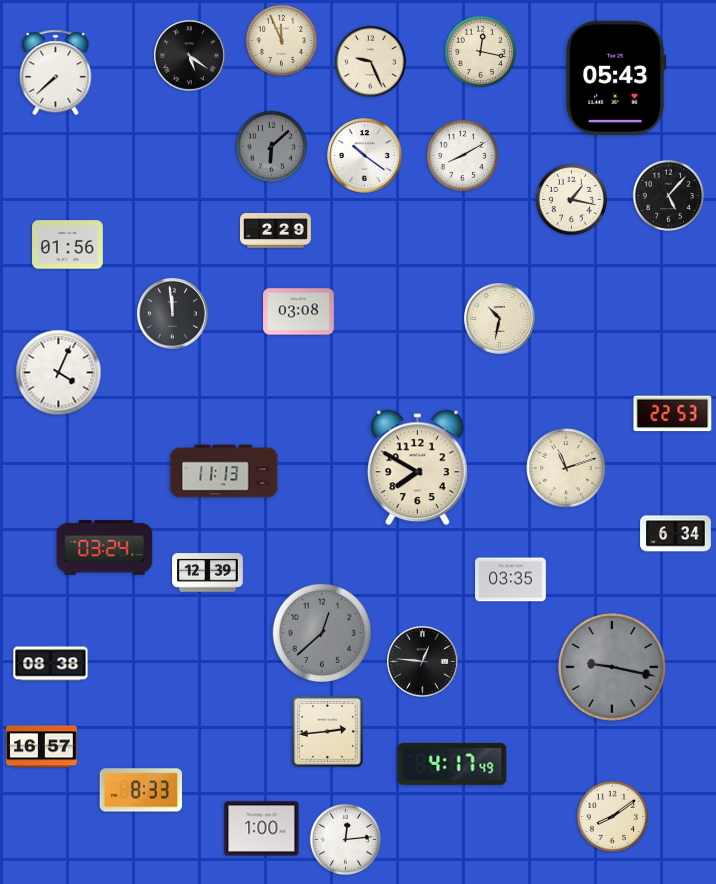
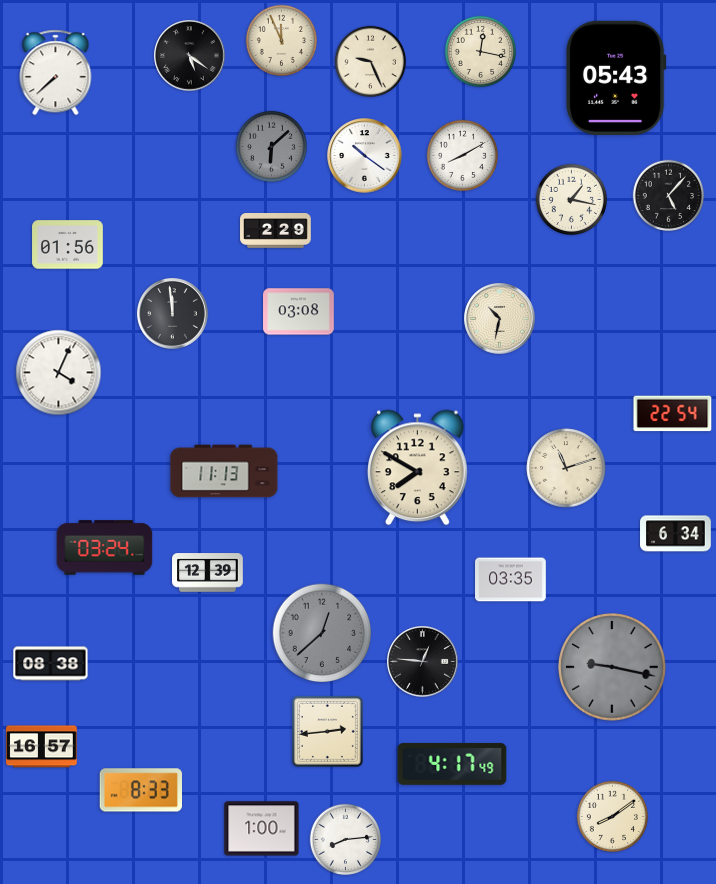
clock at (673, 414): 22:53 -> 22:54
clock at (345, 839): 12:14 -> 8:14
